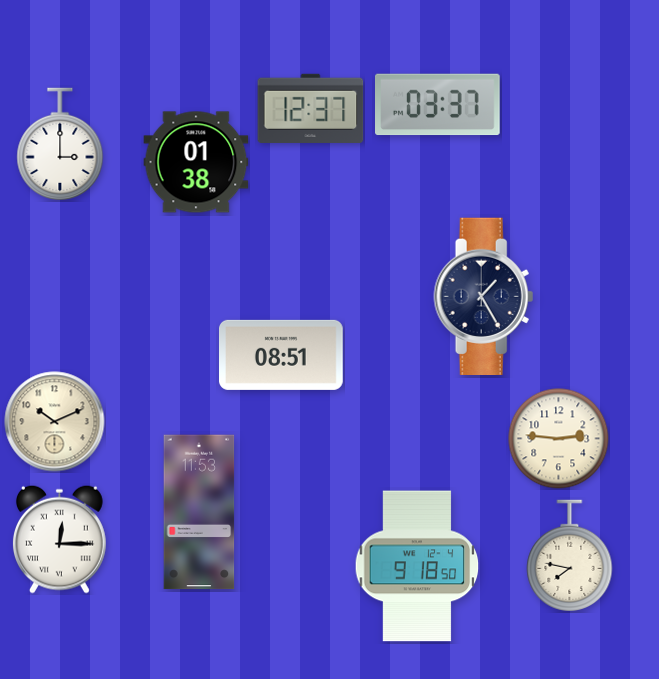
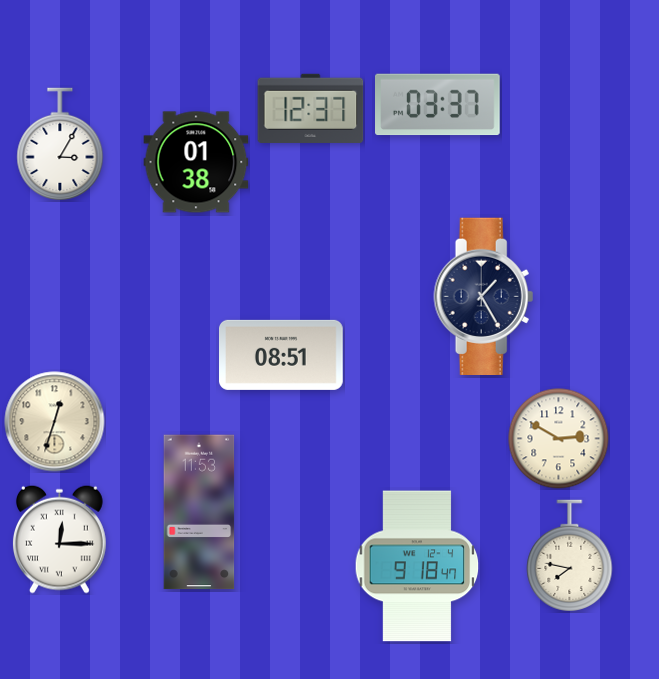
clock at (60, 144): 3:00 -> 3:05
clock at (55, 422): 10:11 -> 12:33
clock at (559, 439): 2:46 -> 2:50
clock at (417, 566): 9:18:50 -> 9:18:47
